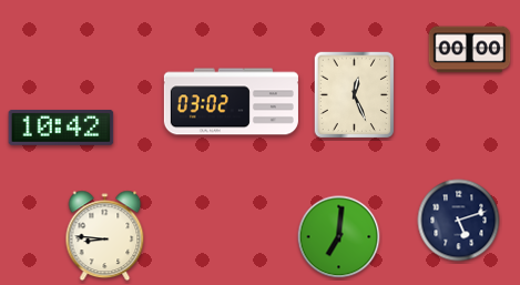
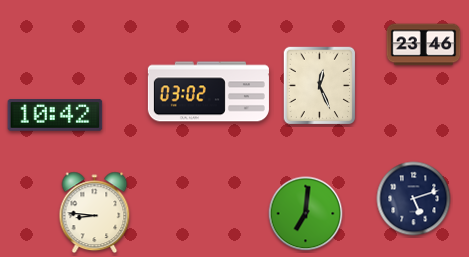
clock at (470, 50): 00:00 -> 23:46
